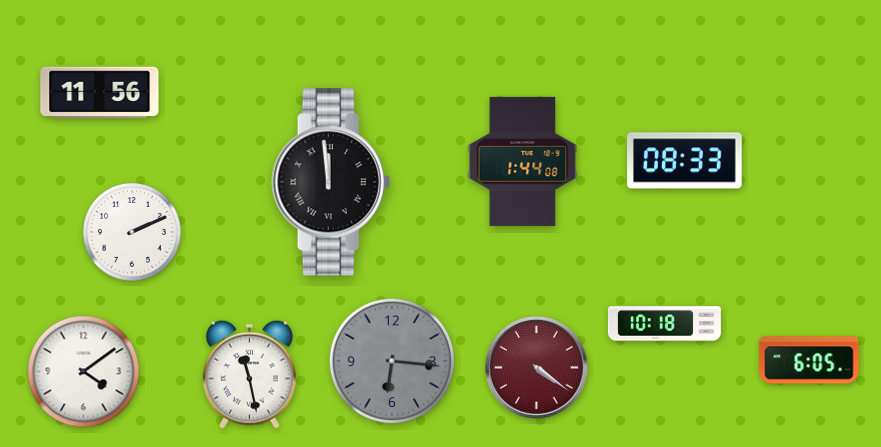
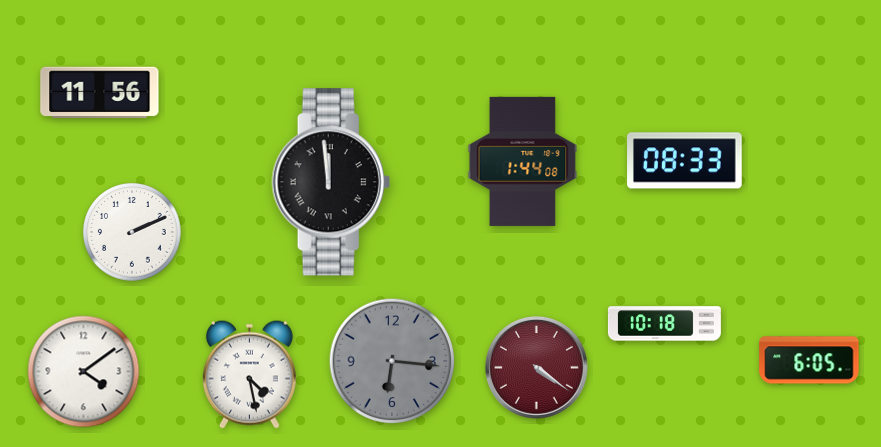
clock at (249, 374): 11:28 -> 4:28
